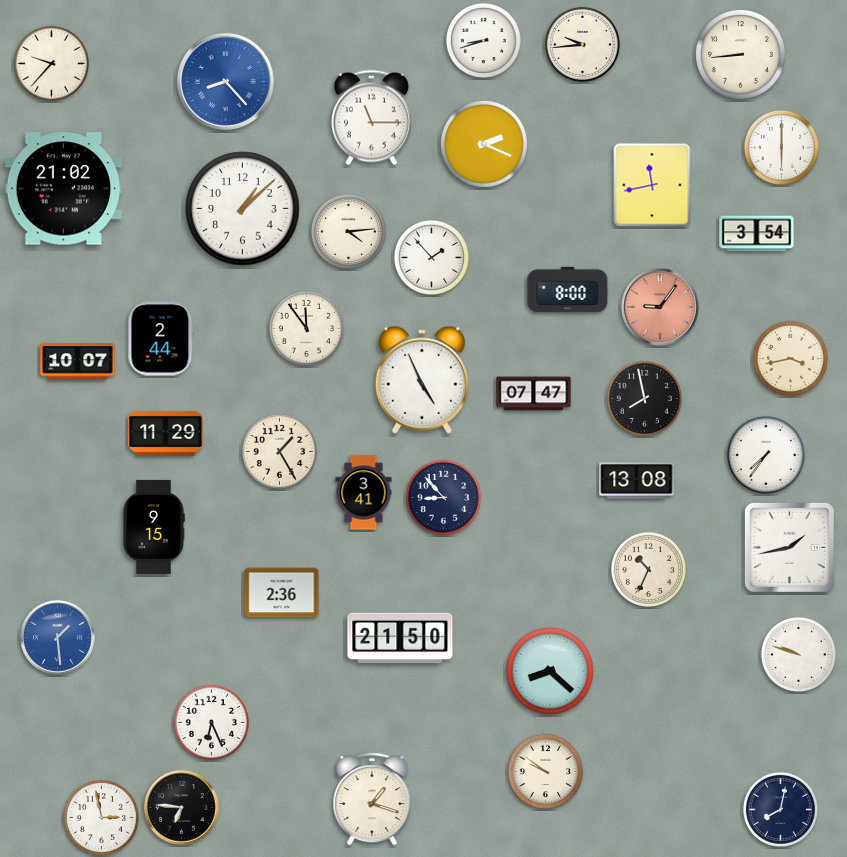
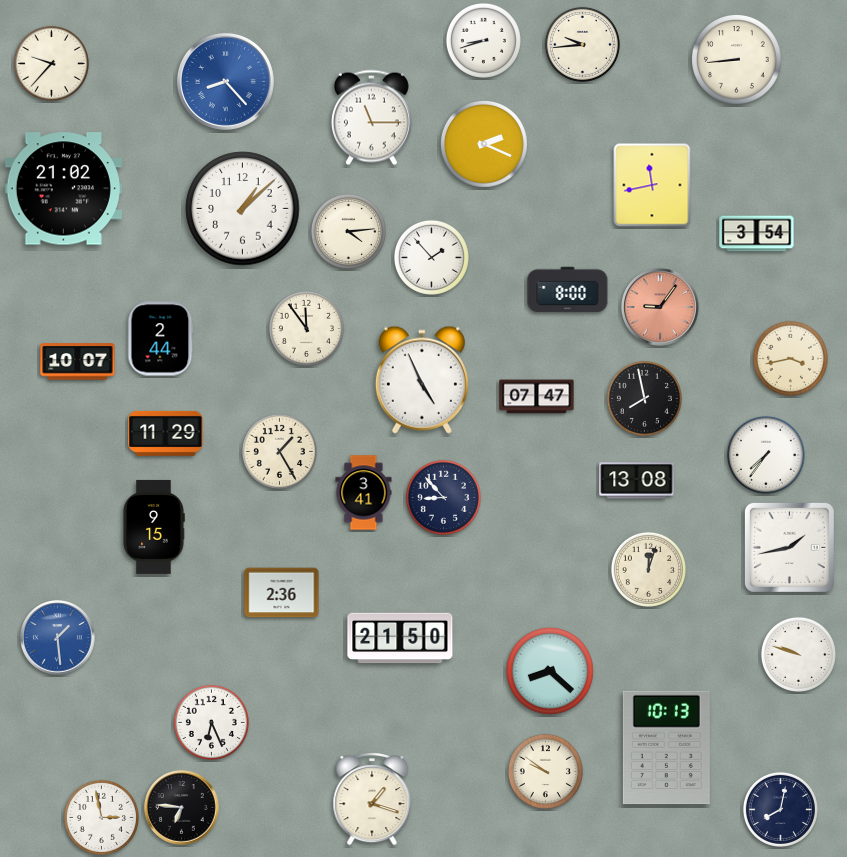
clock at (741, 55) position: (741, 55) -> (737, 60)
clock at (781, 147): 6:00 -> none
clock at (534, 394) position: (534, 394) -> (537, 397)
clock at (648, 569): 10:34 -> 12:03
clock at (666, 748): none -> 10:13
